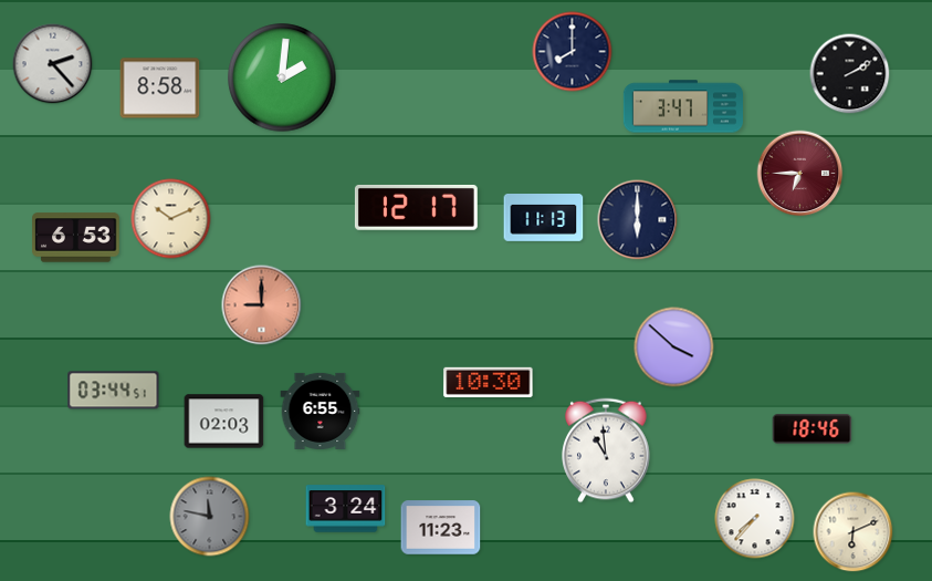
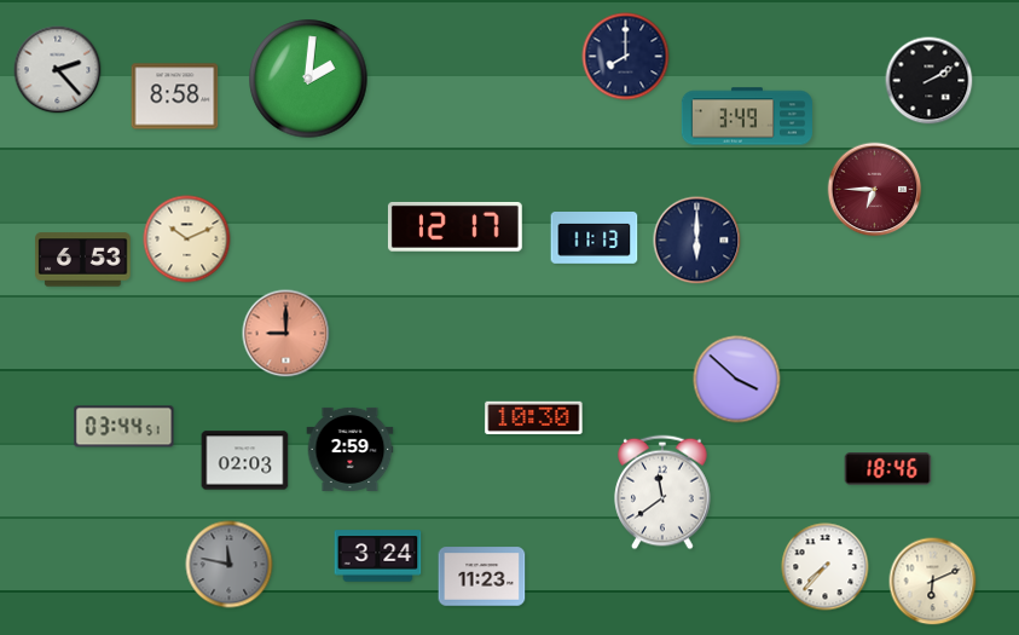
clock at (282, 77) position: (282, 77) -> (308, 79)
clock at (682, 106): 3:47 -> 3:49
clock at (321, 411): 6:55 -> 2:59
clock at (606, 450): 10:59 -> 11:39
